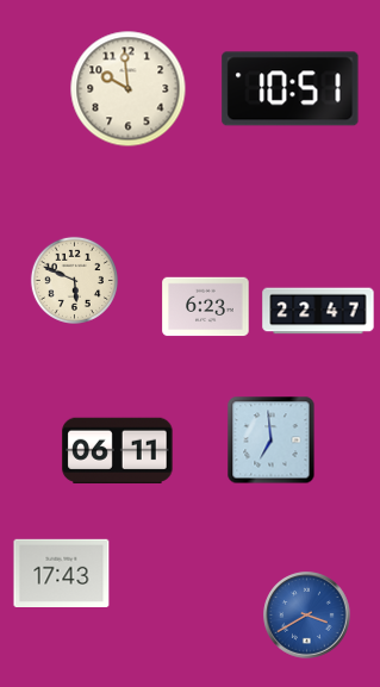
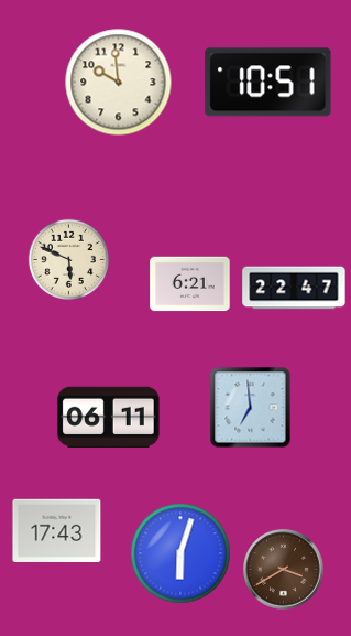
clock at (206, 307): 6:23 -> 6:21
clock at (180, 553): none -> 6:03
clock at (307, 616) dial: blue -> brown
